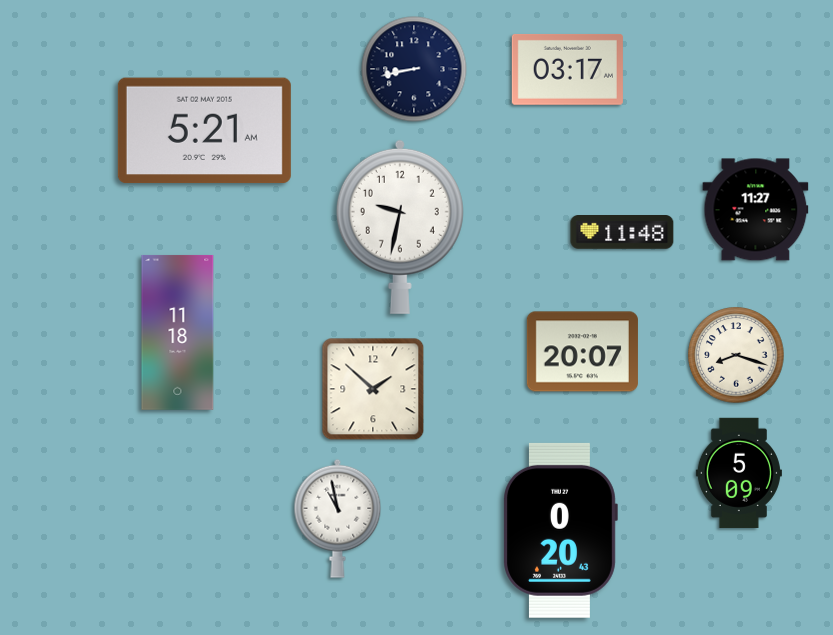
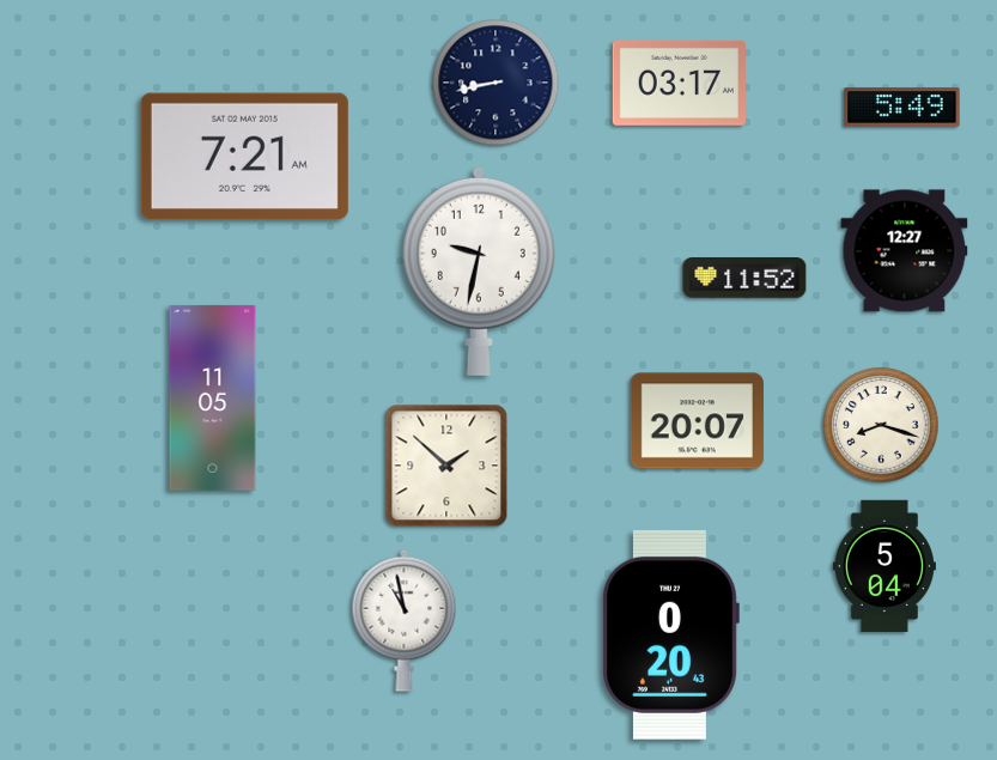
clock at (902, 108): none -> 5:49
clock at (204, 131): 5:21 -> 7:21
clock at (756, 210): 11:27 -> 12:27
clock at (622, 232): 11:48 -> 11:52
clock at (178, 332): 11:18 -> 11:05
clock at (739, 473): 5:09 -> 5:04
